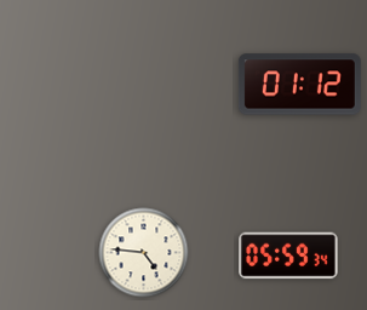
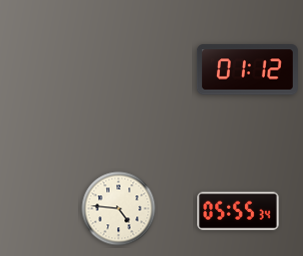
clock at (288, 256): 05:59 -> 05:55
